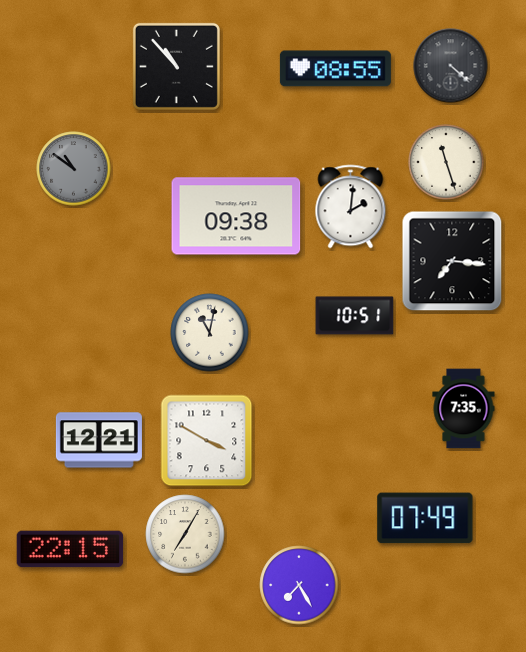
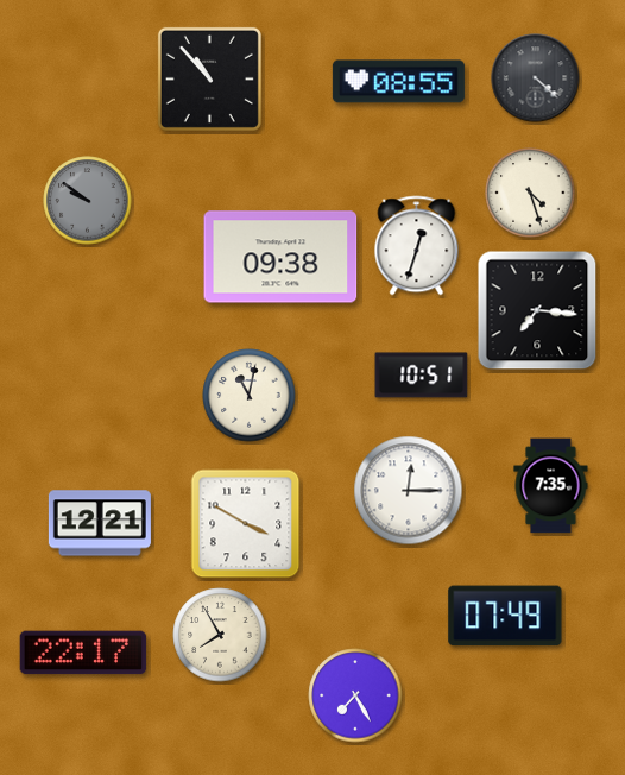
clock at (446, 162): 11:27 -> 4:27
clock at (74, 169): 10:51 -> 9:51
clock at (351, 207): 2:01 -> 12:33
clock at (409, 491): none -> 12:15
clock at (99, 440) position: (99, 440) -> (100, 523)
clock at (185, 534): 7:05 -> 7:55
clock at (70, 549): 22:15 -> 22:17
